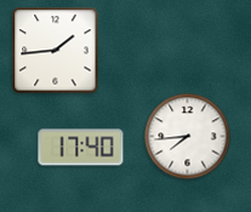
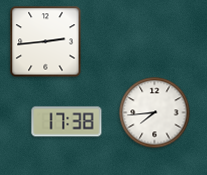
clock at (56, 51): 1:44 -> 2:44
clock at (81, 148): 17:40 -> 17:38
